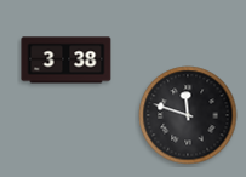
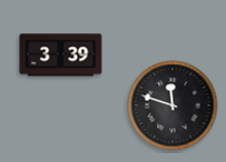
clock at (67, 61): 3:38 -> 3:39
